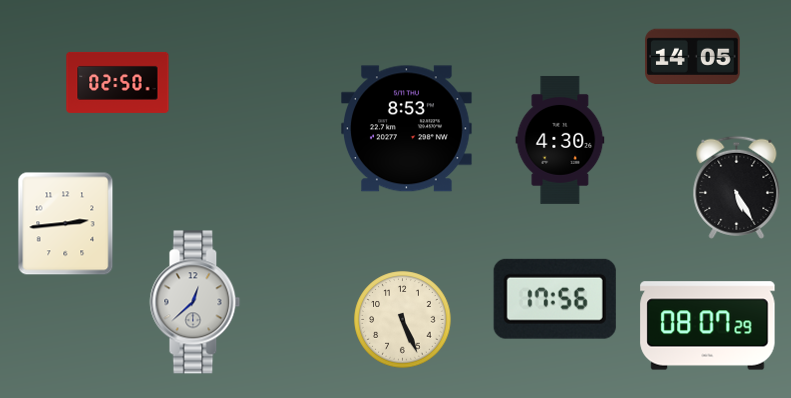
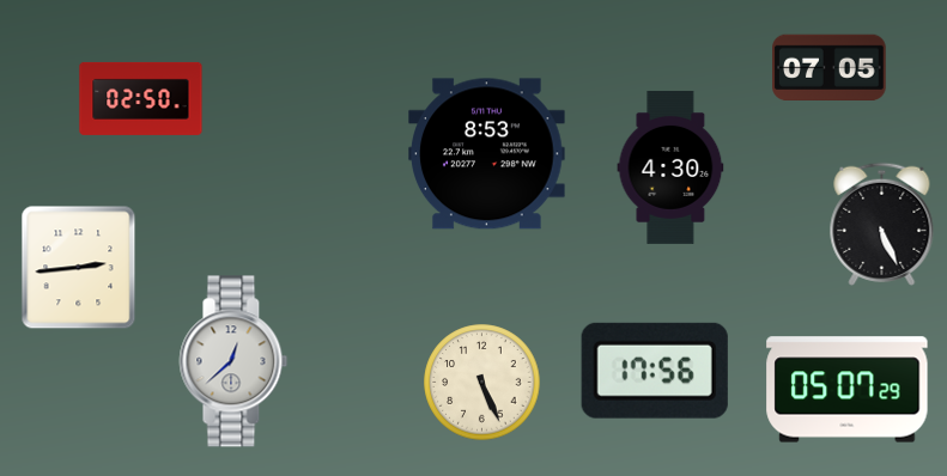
clock at (693, 56): 14:05 -> 07:05
clock at (737, 187): 5:25 -> 5:26
clock at (555, 299) position: (555, 299) -> (655, 371)
clock at (708, 326): 08:07 -> 05:07
